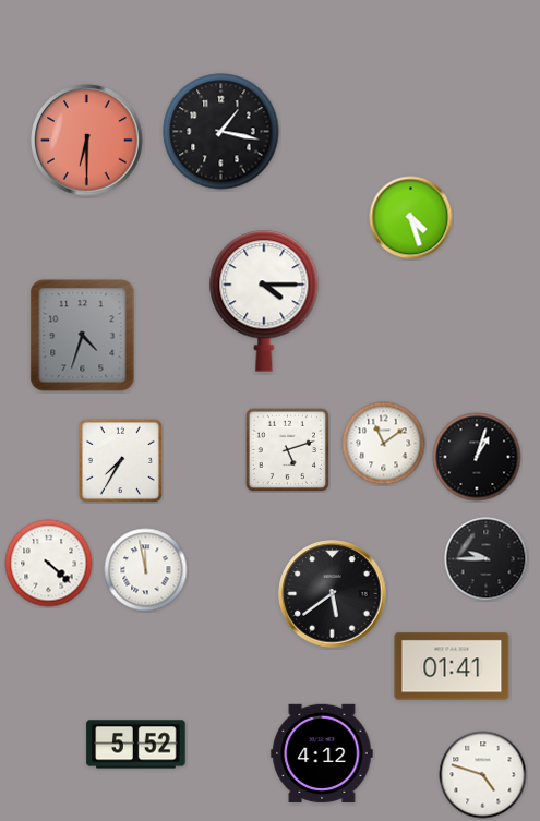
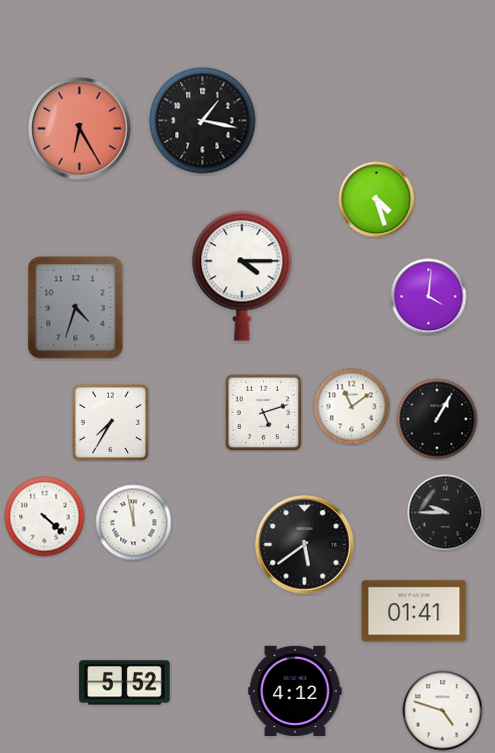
clock at (87, 141): 6:30 -> 6:25
clock at (429, 297): none -> 4:01
clock at (477, 457): 1:03 -> 1:05
